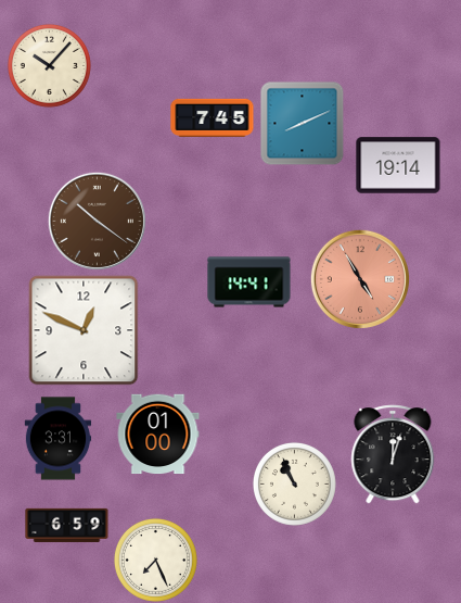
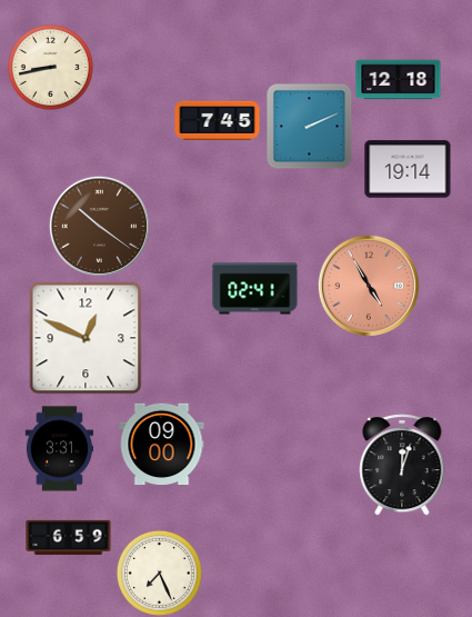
clock at (49, 65): 10:07 -> 8:43
clock at (399, 80): none -> 12:18
clock at (302, 123): 8:11 -> 2:11
clock at (249, 282): 14:41 -> 02:41
clock at (158, 435): 01:00 -> 09:00
clock at (294, 483): 10:56 -> none
